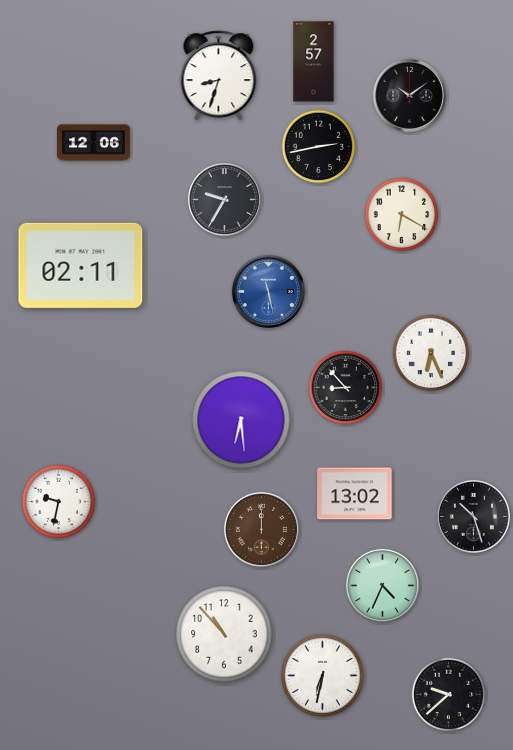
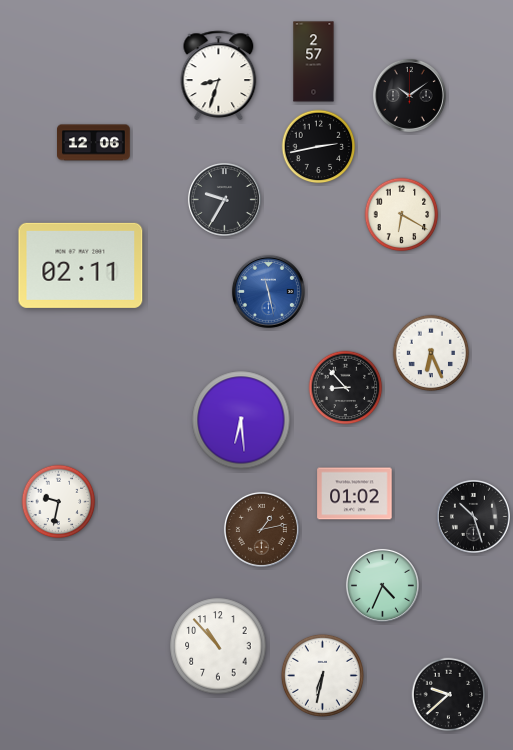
clock at (355, 494): 13:02 -> 01:02
clock at (261, 529): 12:00 -> 1:13
clock at (224, 634) position: (224, 634) -> (218, 646)
